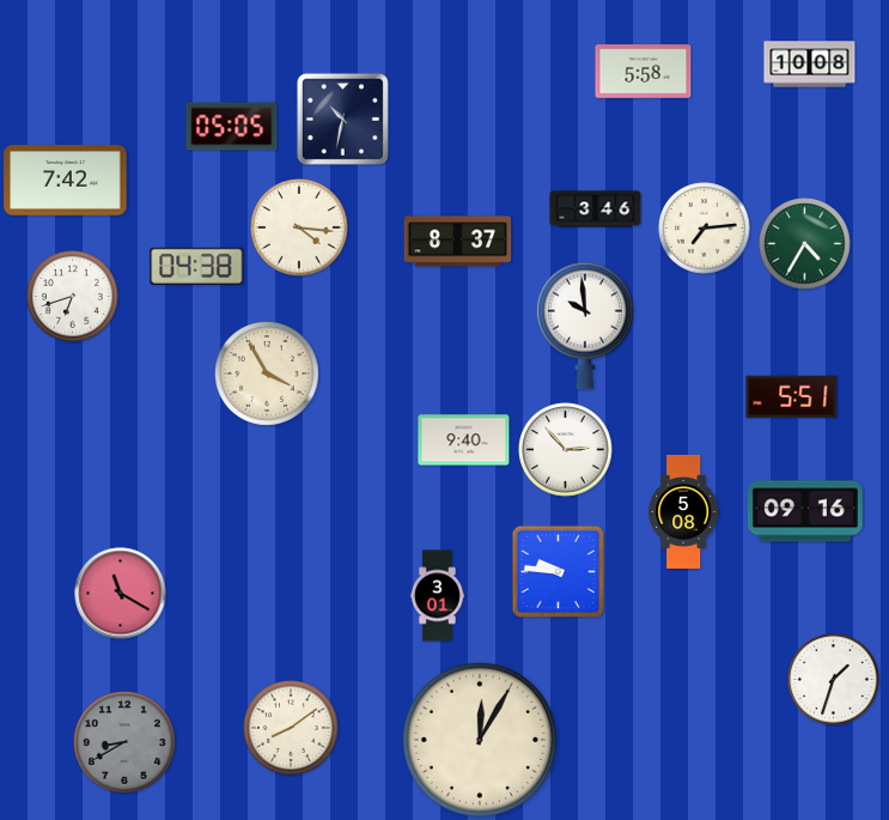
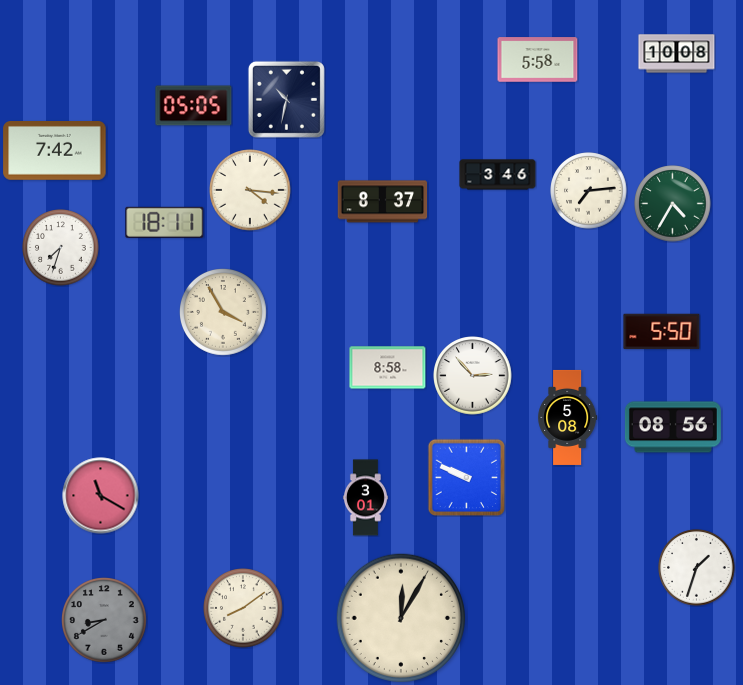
clock at (197, 266): 04:38 -> 18:11
clock at (73, 297): 6:42 -> 7:33
clock at (585, 326): 9:59 -> none
clock at (792, 397): 5:51 -> 5:50
clock at (464, 441): 9:40 -> 8:58
clock at (684, 511) position: (684, 511) -> (568, 417)
clock at (805, 511): 09:16 -> 08:56
clock at (558, 571): 9:46 -> 9:49
